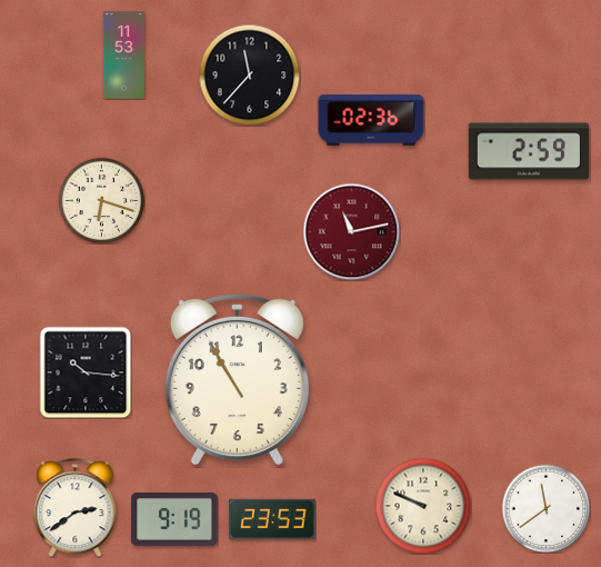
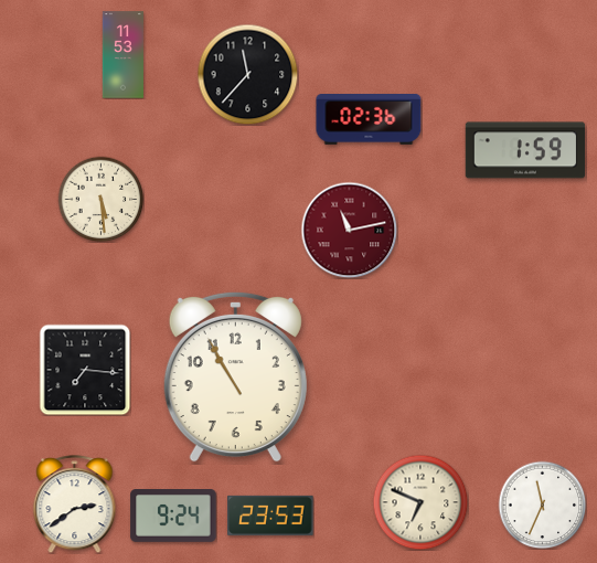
clock at (529, 151): 2:59 -> 1:59
clock at (101, 200): 6:18 -> 5:29
clock at (86, 372): 10:16 -> 7:16
clock at (423, 506): 9:49 -> 6:49
clock at (545, 508): 11:39 -> 11:34
clock at (174, 520): 9:19 -> 9:24
